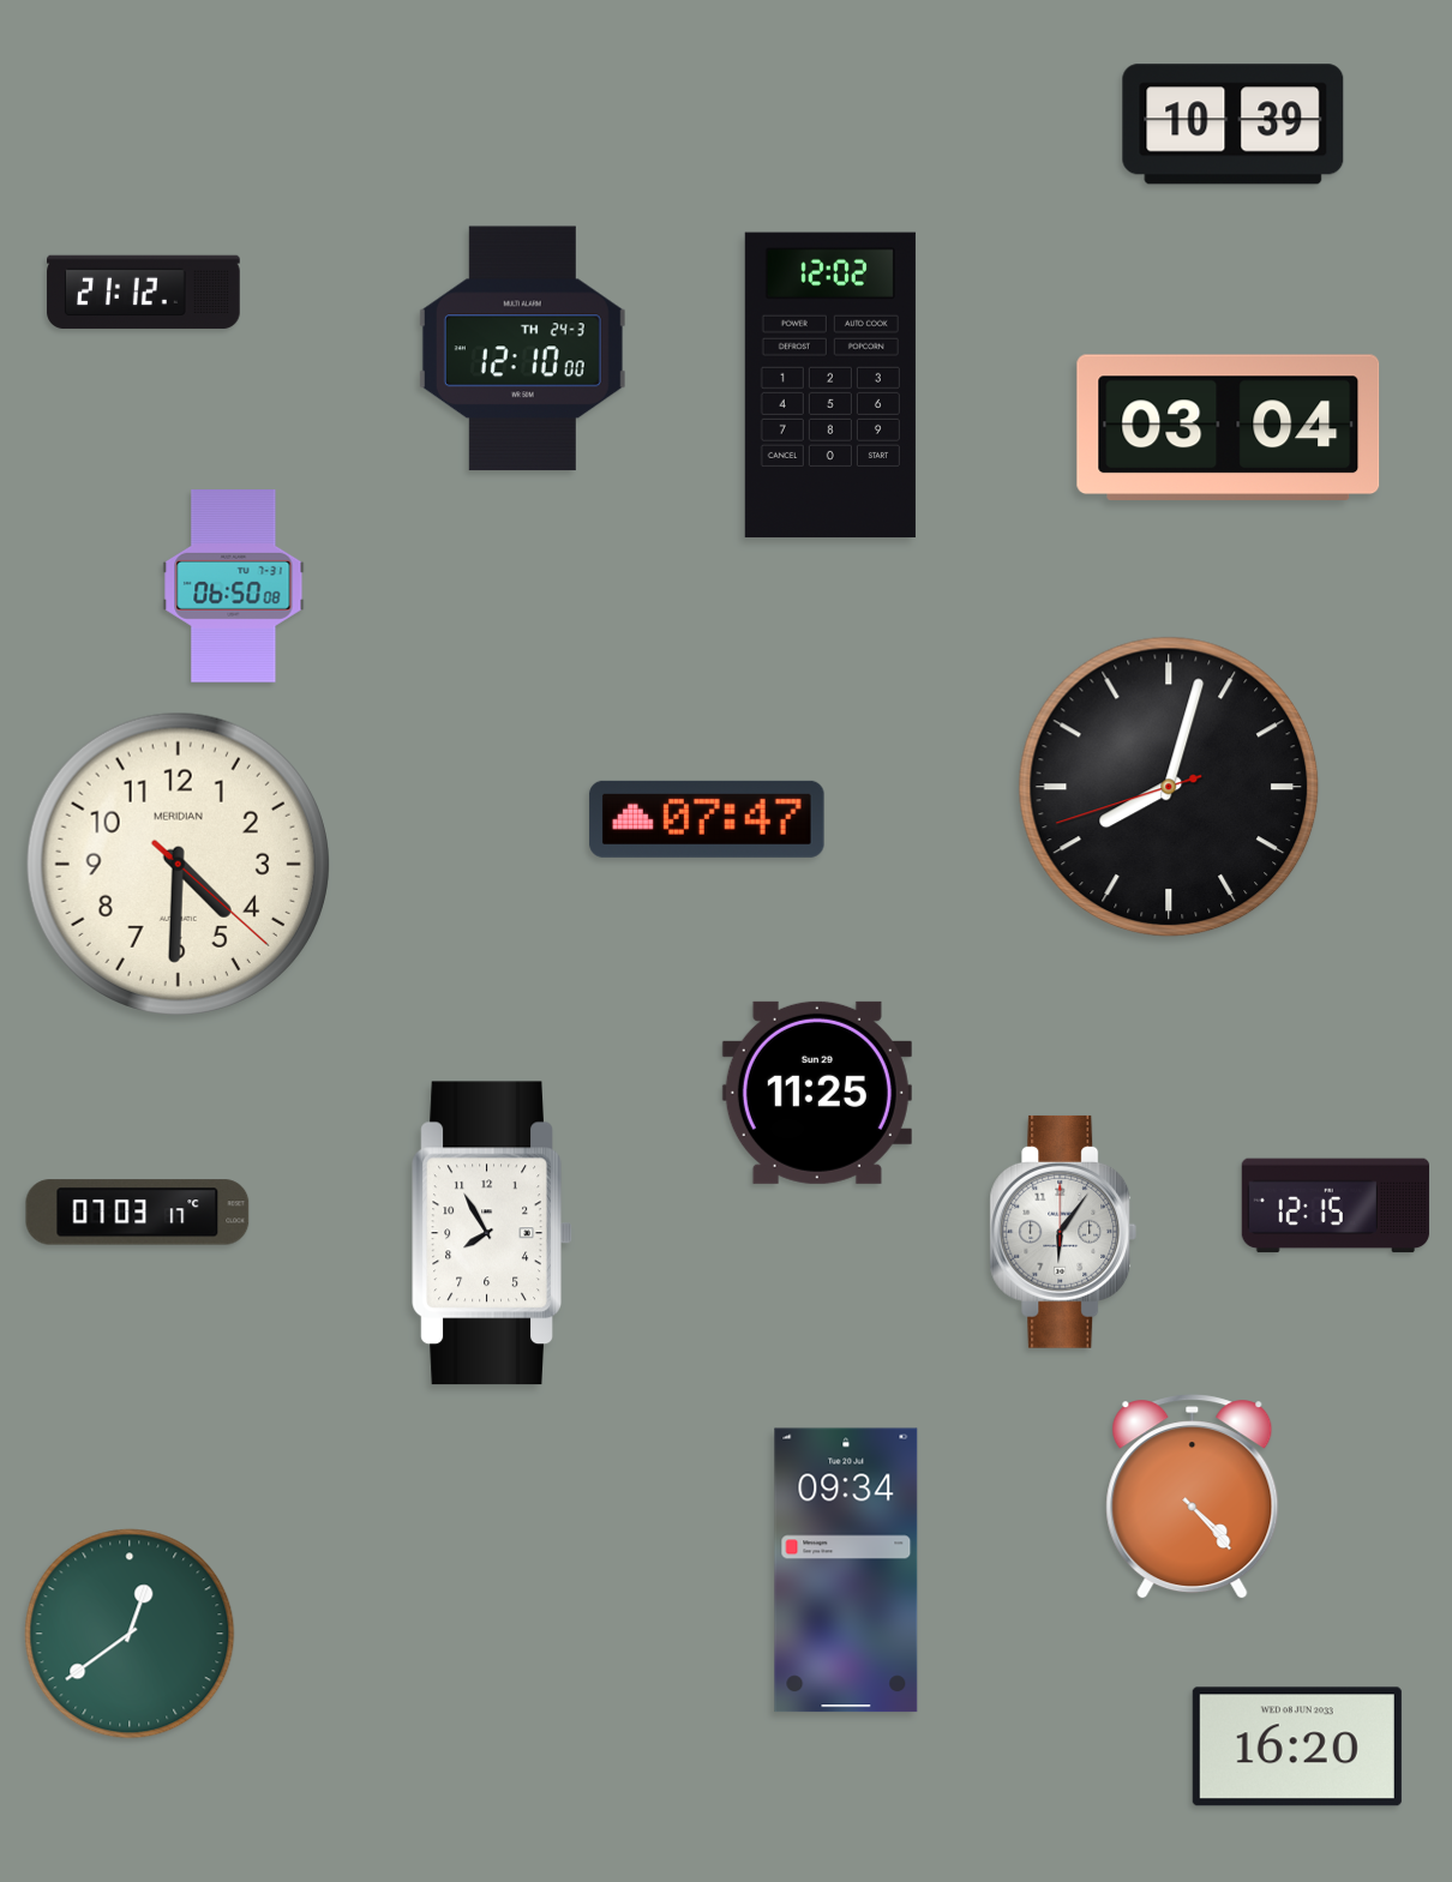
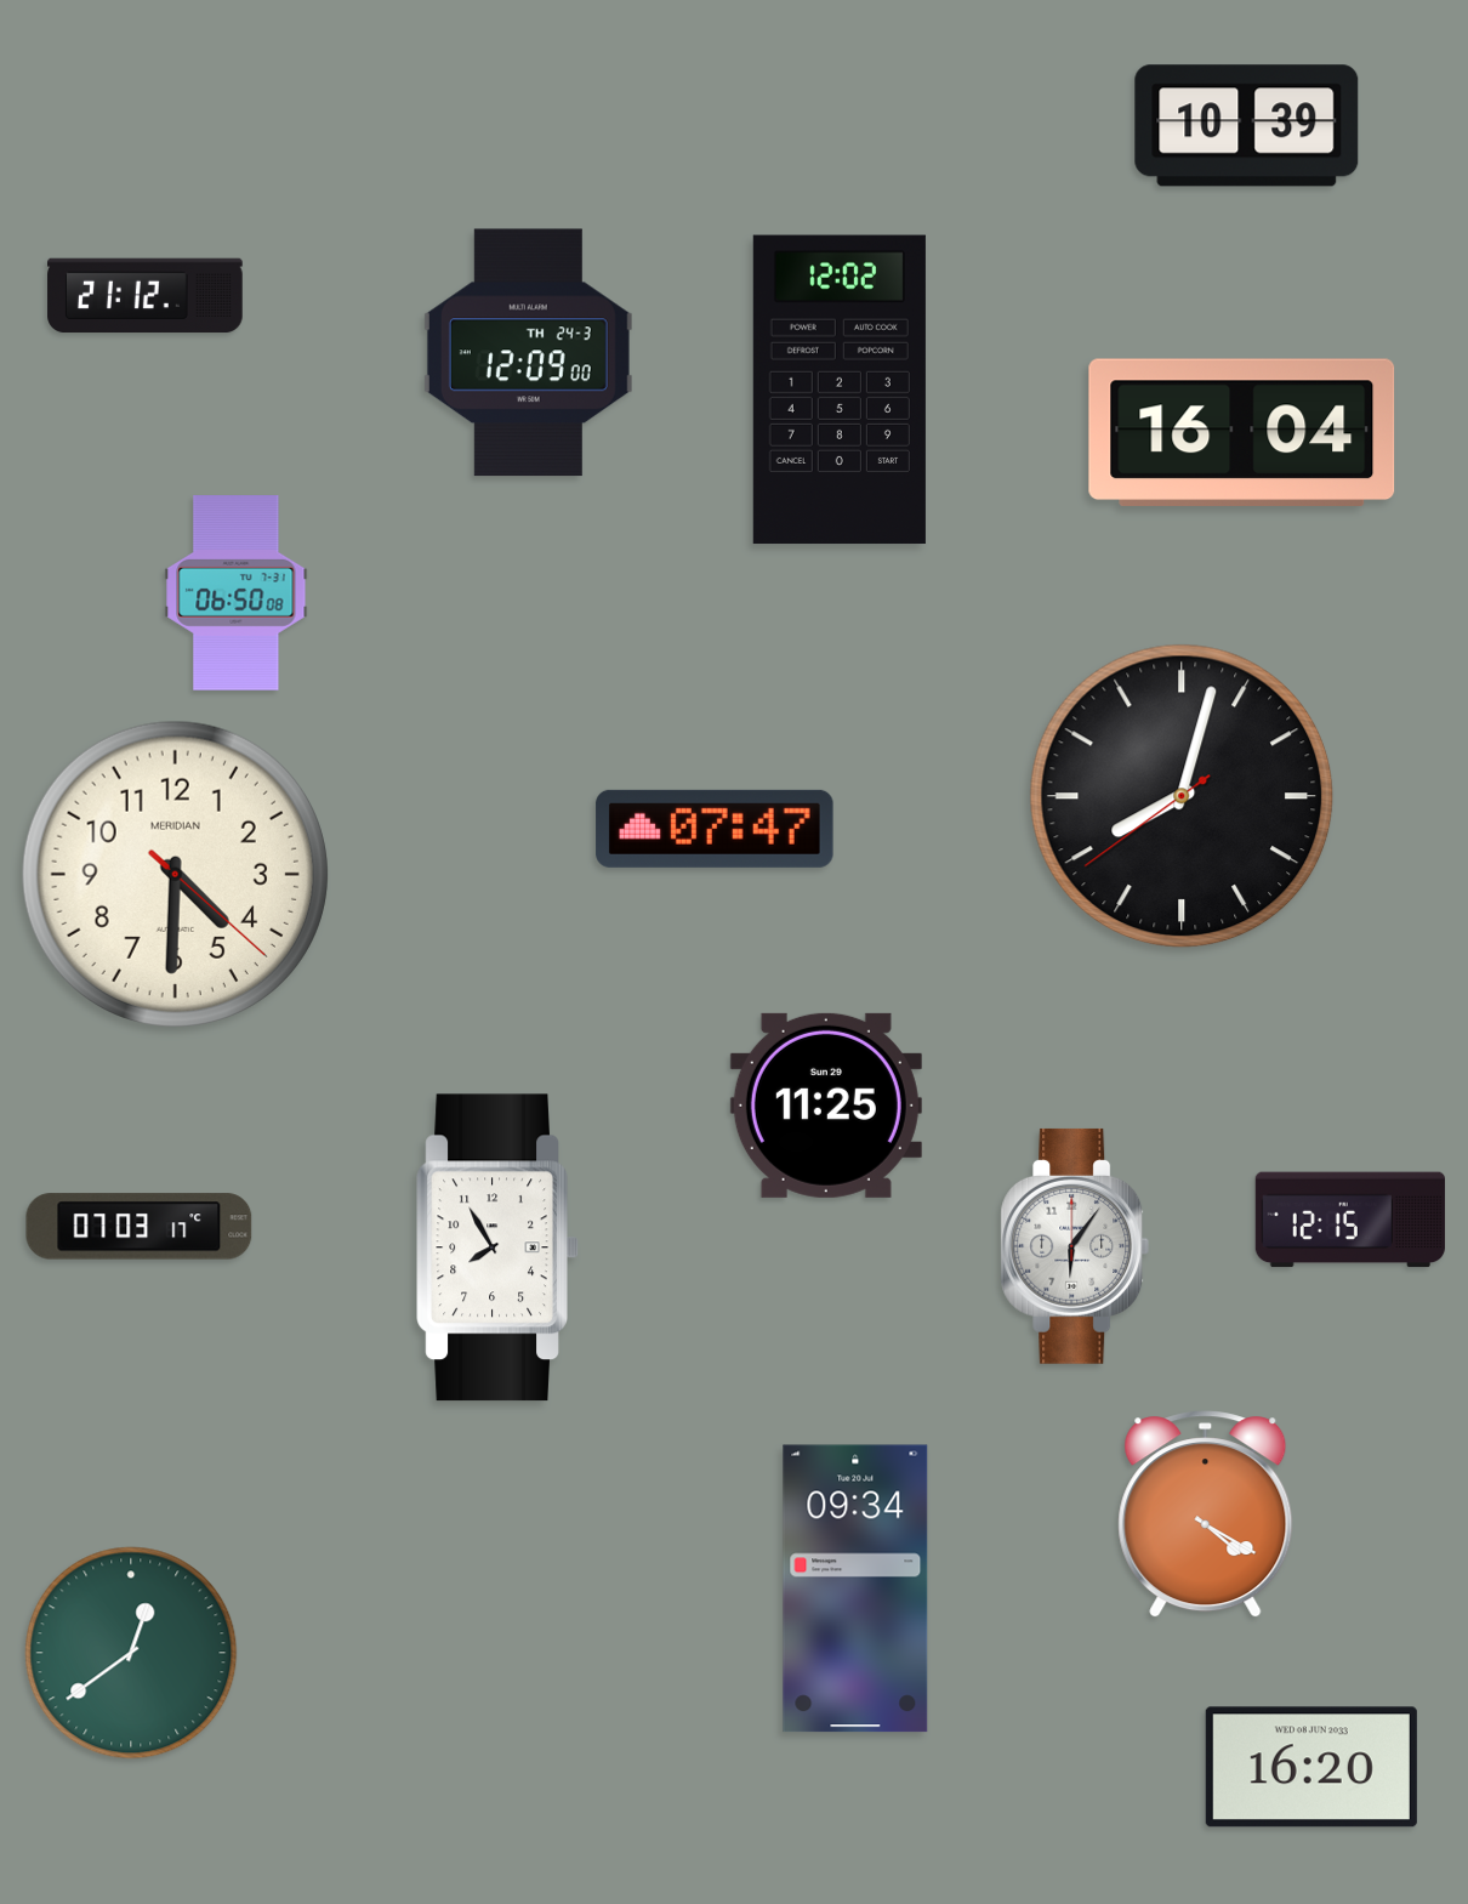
clock at (522, 349): 12:10 -> 12:09
clock at (1229, 427): 03:04 -> 16:04
clock at (1169, 787): 8:02:42 -> 8:02:39
clock at (178, 864) position: (178, 864) -> (175, 874)
clock at (1193, 1497): 4:23 -> 4:20
